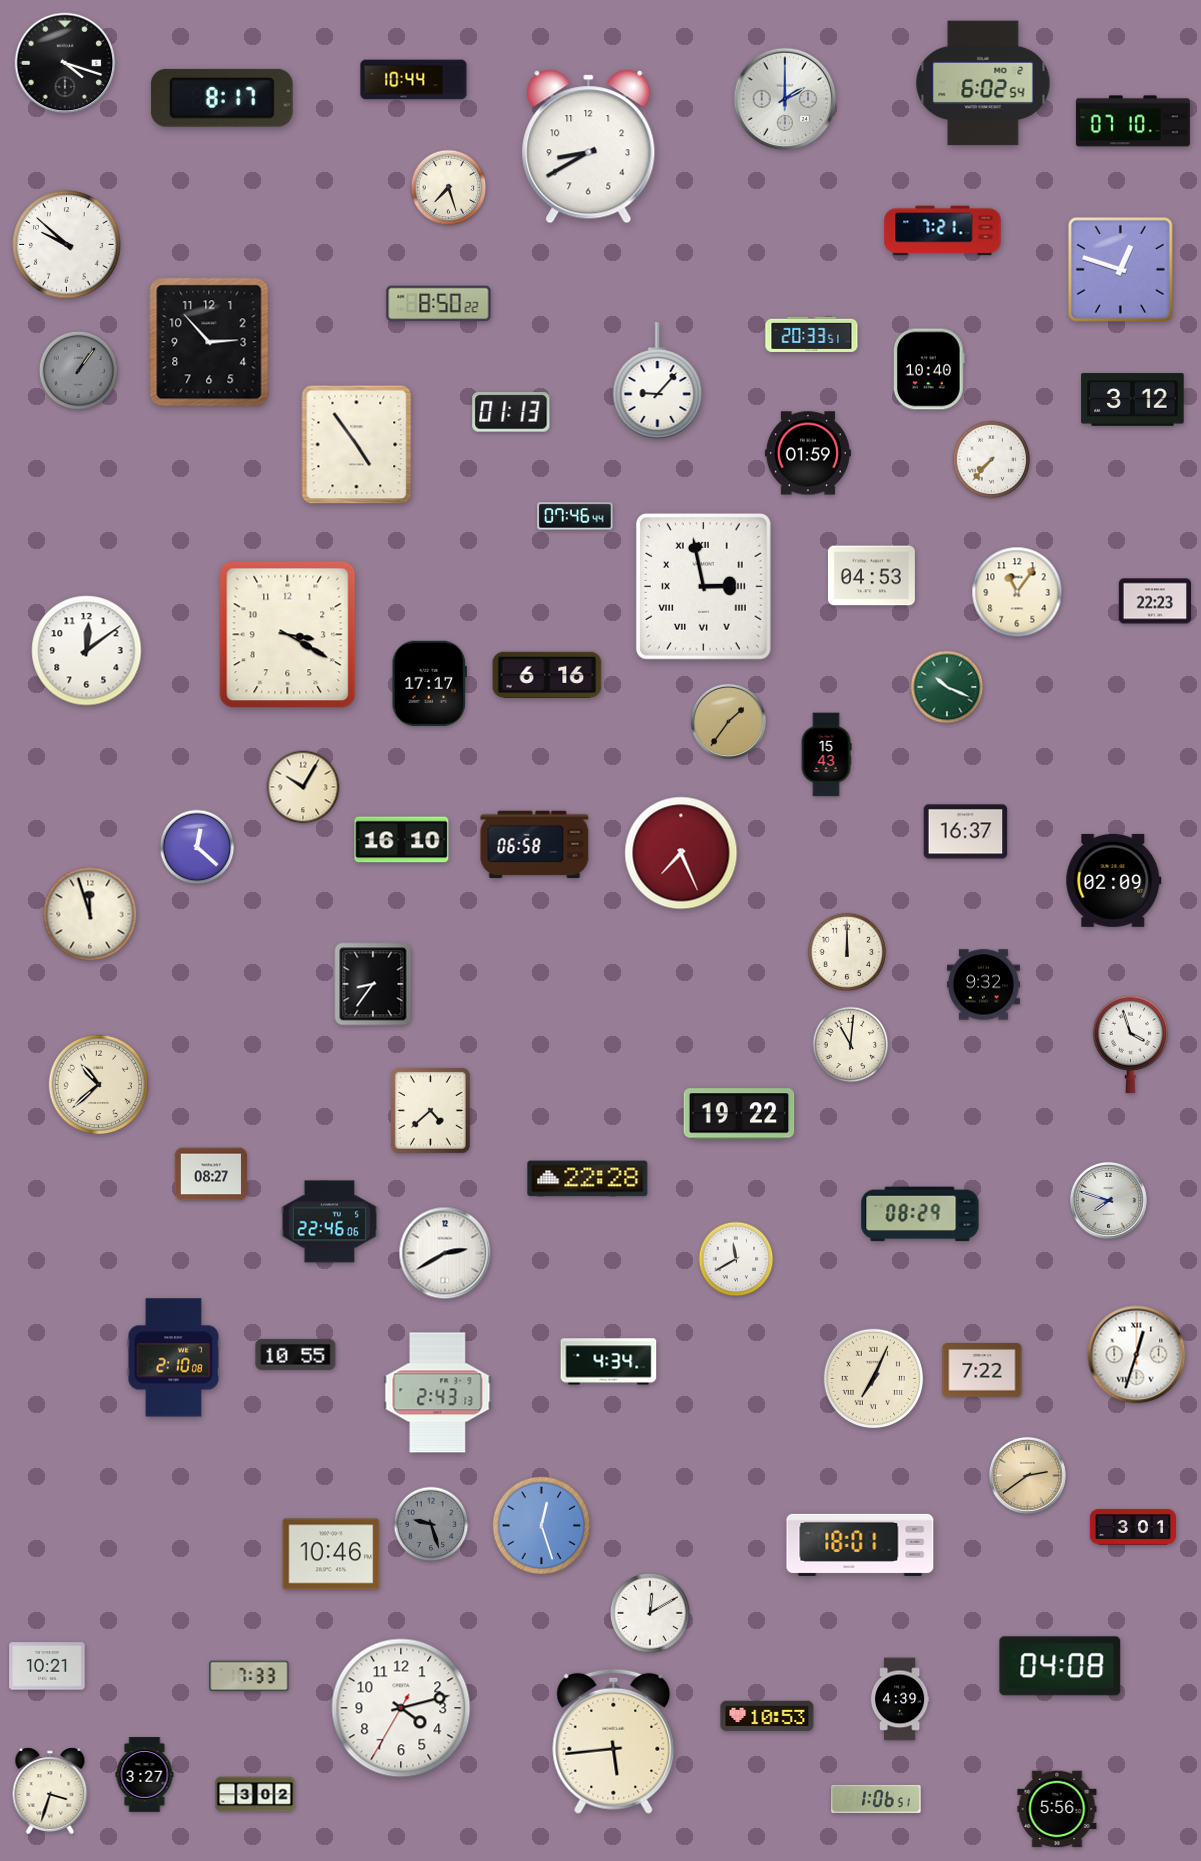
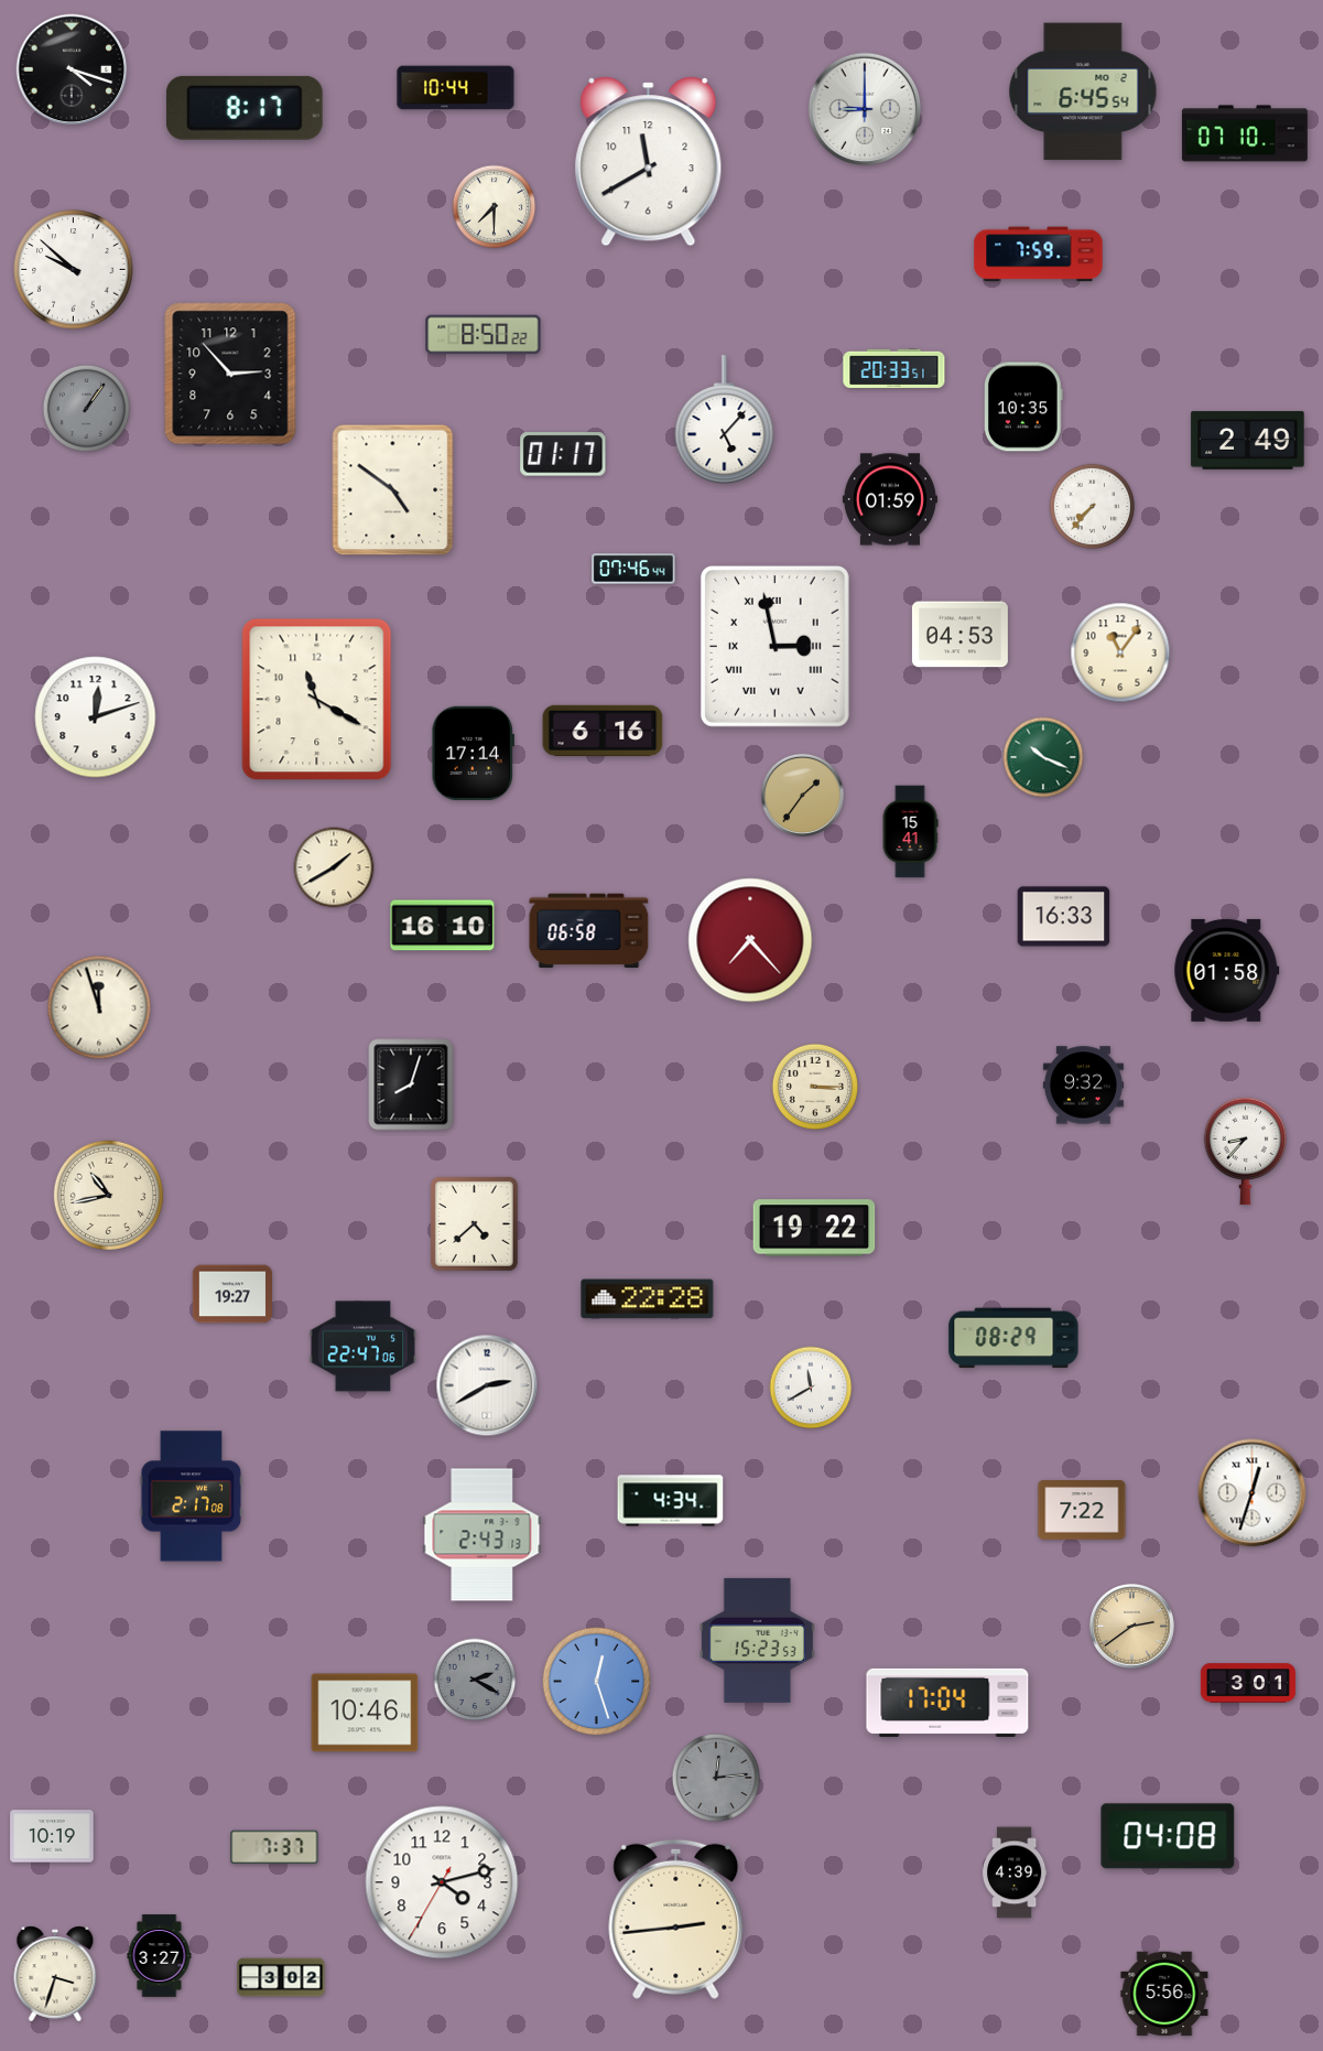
clock at (983, 83): 6:02 -> 6:45
clock at (785, 99): 2:00 -> 9:00
clock at (1133, 121) position: (1133, 121) -> (1245, 133)
clock at (589, 147): 8:40 -> 11:40
clock at (449, 188): 7:27 -> 7:30
clock at (943, 231): 7:21 -> 7:59
clock at (1120, 269): 12:48 -> none
clock at (209, 342) position: (209, 342) -> (230, 374)
clock at (930, 369): 10:40 -> 10:35
clock at (658, 381): 9:07 -> 5:07
clock at (1133, 400): 3:12 -> 2:49
clock at (511, 412): 01:13 -> 01:17
clock at (357, 445): 4:54 -> 4:51
clock at (1154, 601): 22:23 -> none
clock at (288, 635): 3:20 -> 11:20
clock at (87, 651): 12:09 -> 12:12
clock at (547, 674) position: (547, 674) -> (603, 730)
clock at (429, 683): 17:17 -> 17:14
clock at (826, 755): 15:43 -> 15:41
clock at (303, 787): 10:05 -> 1:40
clock at (966, 832): 16:37 -> 16:33
clock at (197, 847): 12:22 -> none
clock at (681, 853): 7:26 -> 7:23
clock at (1114, 880): 02:09 -> 01:58
clock at (846, 951): 12:00 -> none
clock at (373, 984): 8:36 -> 8:03
clock at (814, 1086): none -> 3:15
clock at (851, 1045): 11:01 -> none
clock at (1131, 1045): 3:57 -> 8:37
clock at (99, 1085): 10:38 -> 10:43
clock at (210, 1174): 08:27 -> 19:27
clock at (1108, 1200): 7:48 -> none
clock at (330, 1222): 22:46 -> 22:47
clock at (445, 1253) position: (445, 1253) -> (487, 1385)
clock at (296, 1354): 10:55 -> none
clock at (174, 1358): 2:10 -> 2:17
clock at (874, 1379): 7:04 -> none
clock at (757, 1640): none -> 15:23
clock at (431, 1524): 9:27 -> 2:20
clock at (860, 1545): 18:01 -> 17:04
clock at (650, 1613): 12:10 -> 12:14
clock at (650, 1613) dial: white -> grey
clock at (47, 1666): 10:21 -> 10:19
clock at (249, 1676): 7:33 -> 7:37
clock at (900, 1699) position: (900, 1699) -> (1015, 1872)
clock at (767, 1716): 10:53 -> none
clock at (614, 1741): 5:44 -> 2:44
clock at (876, 1799): 1:06 -> none
